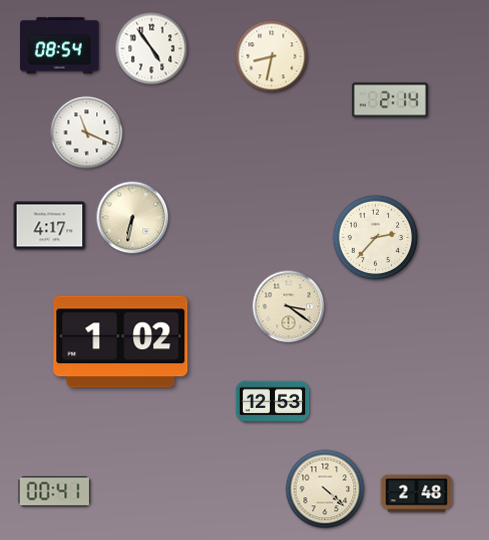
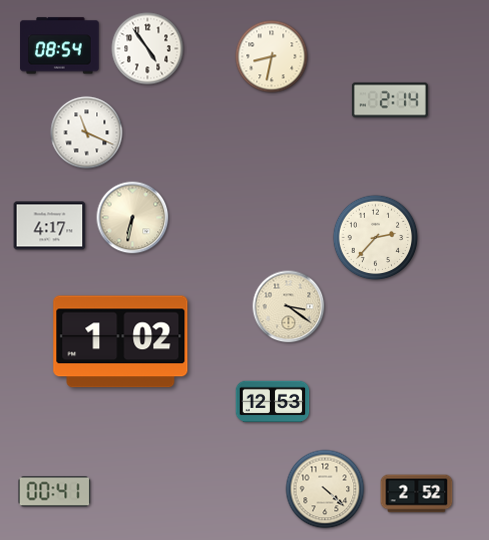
clock at (152, 49) position: (152, 49) -> (148, 49)
clock at (417, 494): 2:48 -> 2:52
